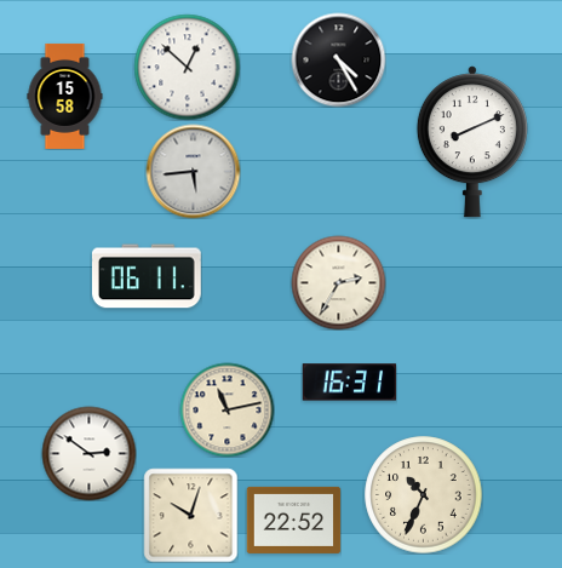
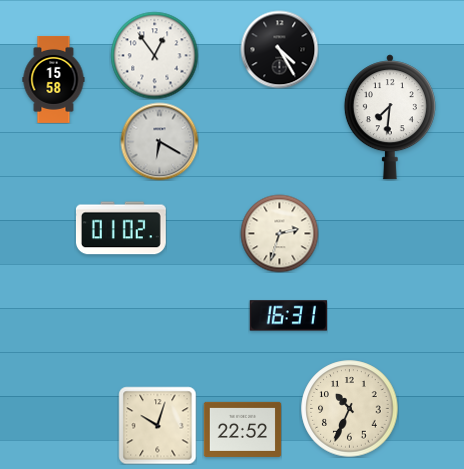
clock at (187, 67): 12:52 -> 12:54
clock at (472, 142): 8:11 -> 7:31
clock at (193, 171): 5:44 -> 6:20
clock at (147, 276): 06:11 -> 01:02
clock at (338, 282): 2:35 -> 2:33
clock at (226, 409): 11:13 -> none
clock at (88, 453): 2:51 -> none
